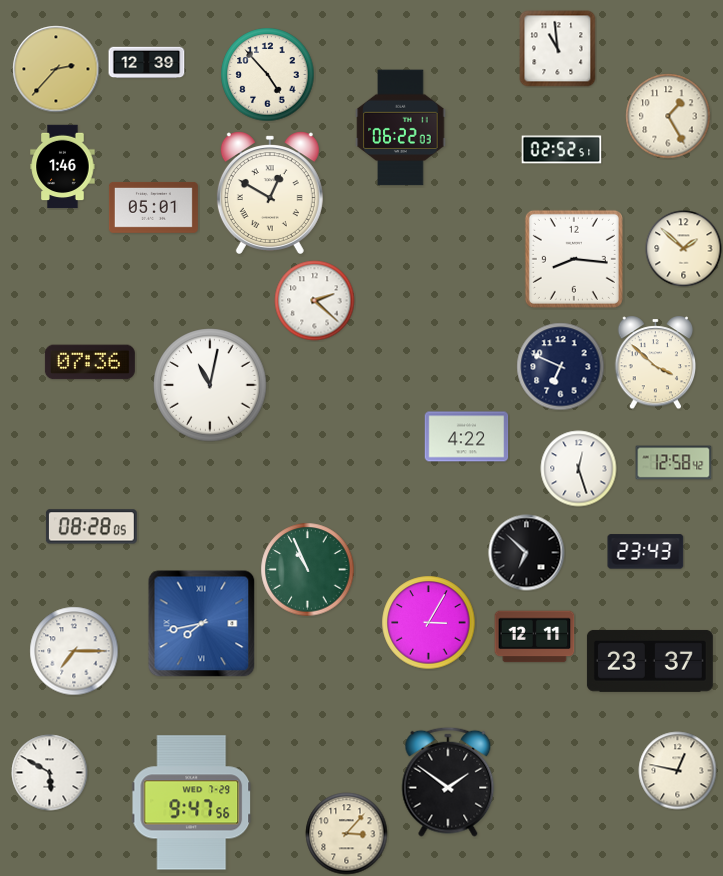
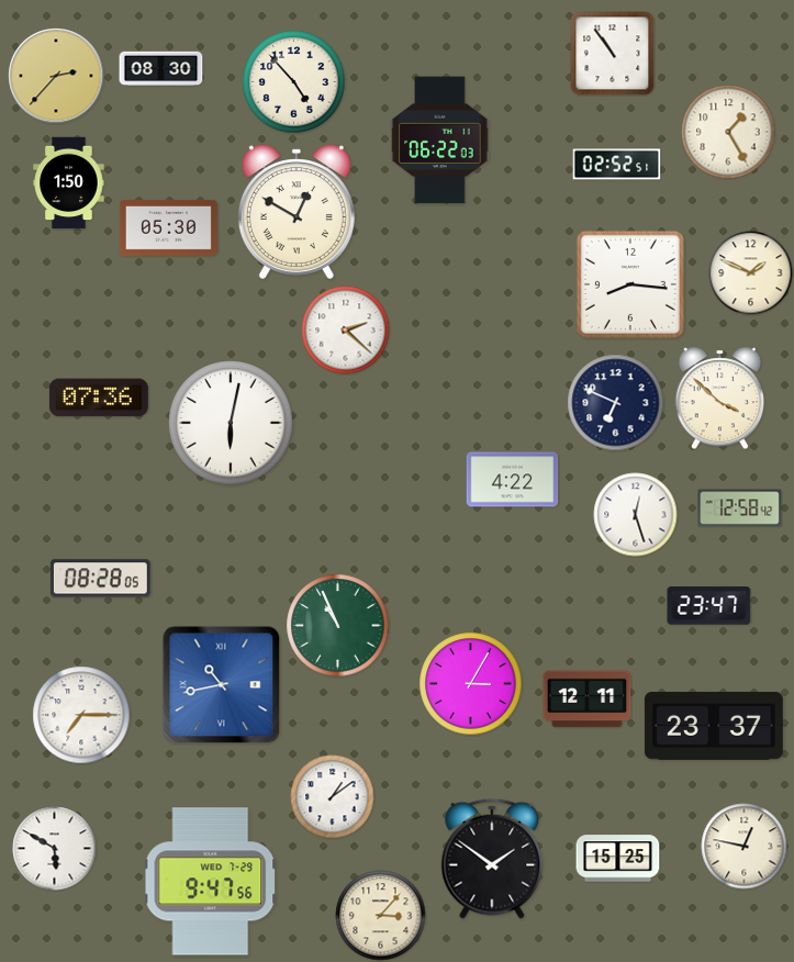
clock at (558, 49): 10:59 -> 10:54
clock at (147, 63): 12:39 -> 08:30
clock at (56, 69) position: (56, 69) -> (56, 76)
clock at (668, 116) position: (668, 116) -> (728, 132)
clock at (63, 167): 1:46 -> 1:50
clock at (153, 207): 05:01 -> 05:30
clock at (684, 249): 1:52 -> 1:49
clock at (210, 385): 11:02 -> 6:02
clock at (646, 552): 23:43 -> 23:47
clock at (527, 553): 6:52 -> none
clock at (202, 624): 7:43 -> 10:43
clock at (333, 797): none -> 1:09
clock at (618, 859): none -> 15:25
